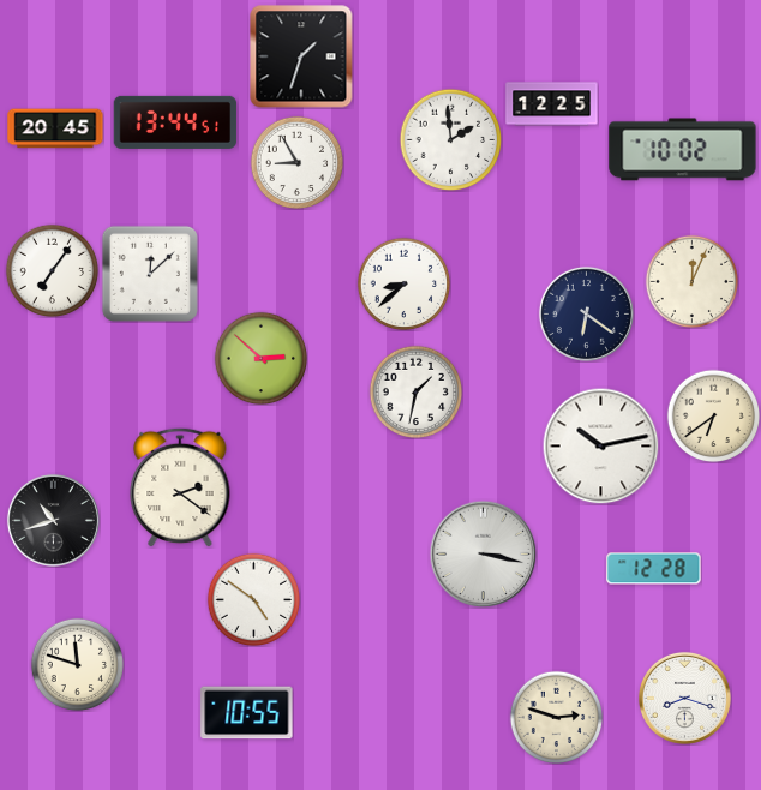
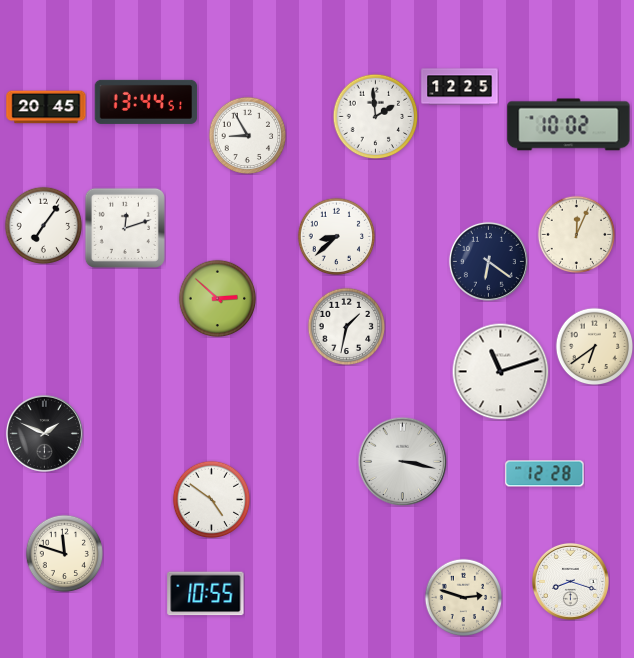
clock at (301, 56): 1:33 -> none
clock at (150, 274): 12:08 -> 12:12
clock at (600, 445): 10:13 -> 11:12
clock at (180, 487): 2:21 -> none
clock at (53, 520): 10:42 -> 1:49
